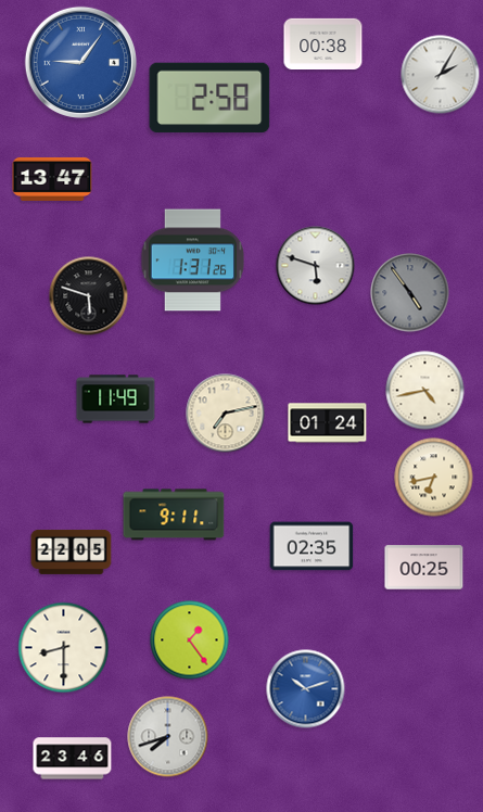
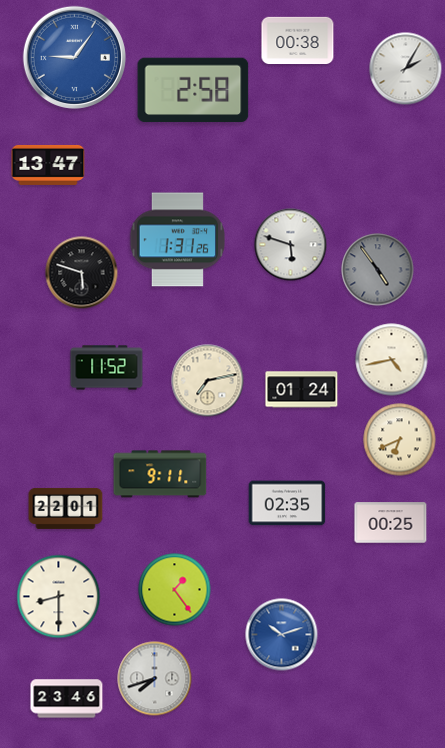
clock at (116, 399): 11:49 -> 11:52
clock at (434, 478): 6:43 -> 6:41
clock at (72, 551): 22:05 -> 22:01
